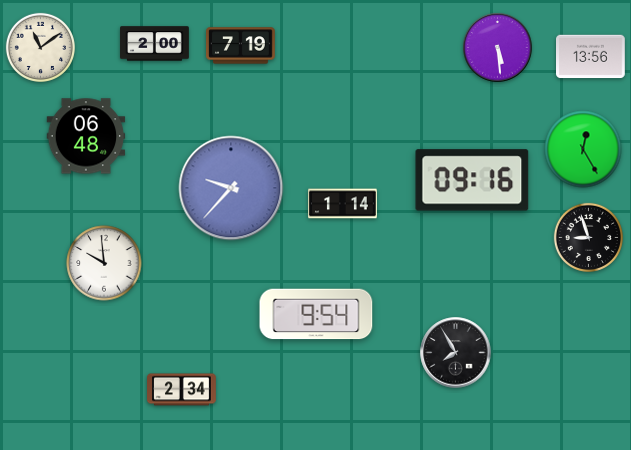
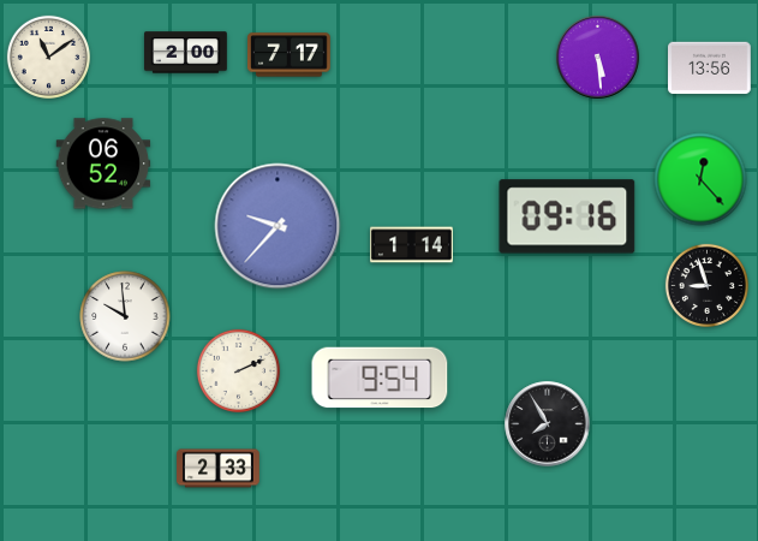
clock at (241, 46): 7:19 -> 7:17
clock at (86, 136): 06:48 -> 06:52
clock at (583, 149): 12:25 -> 12:23
clock at (238, 370): none -> 2:11
clock at (182, 390): 2:34 -> 2:33
